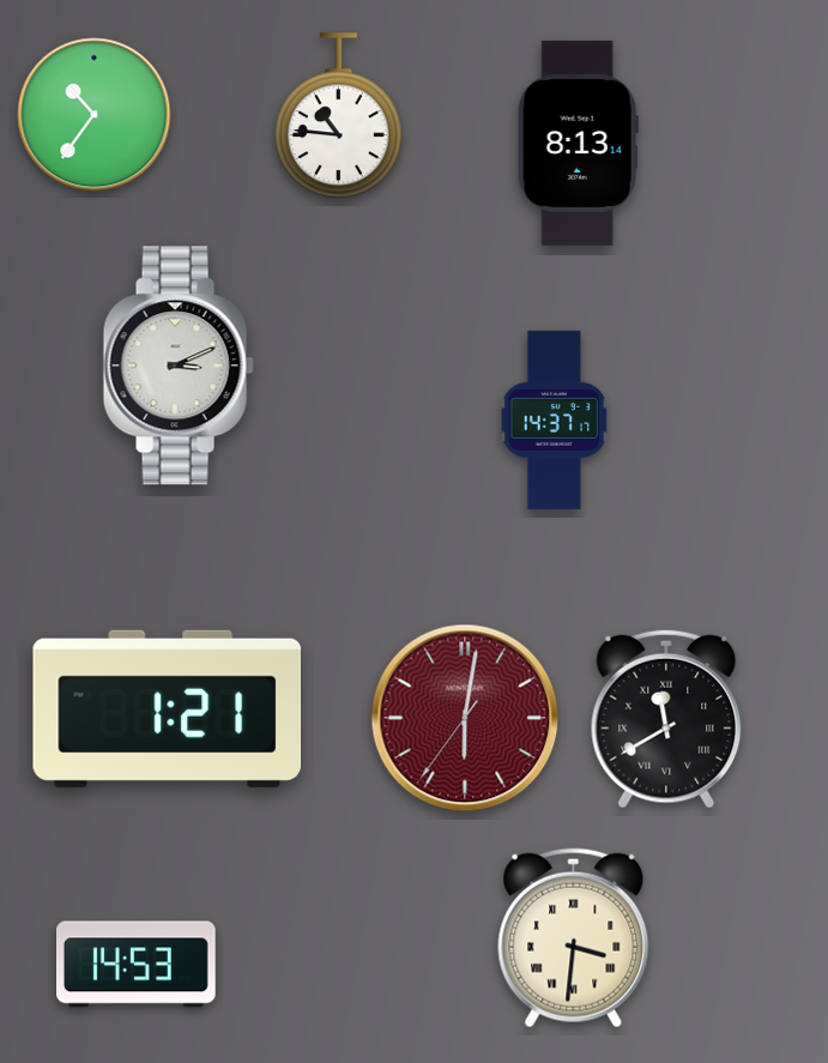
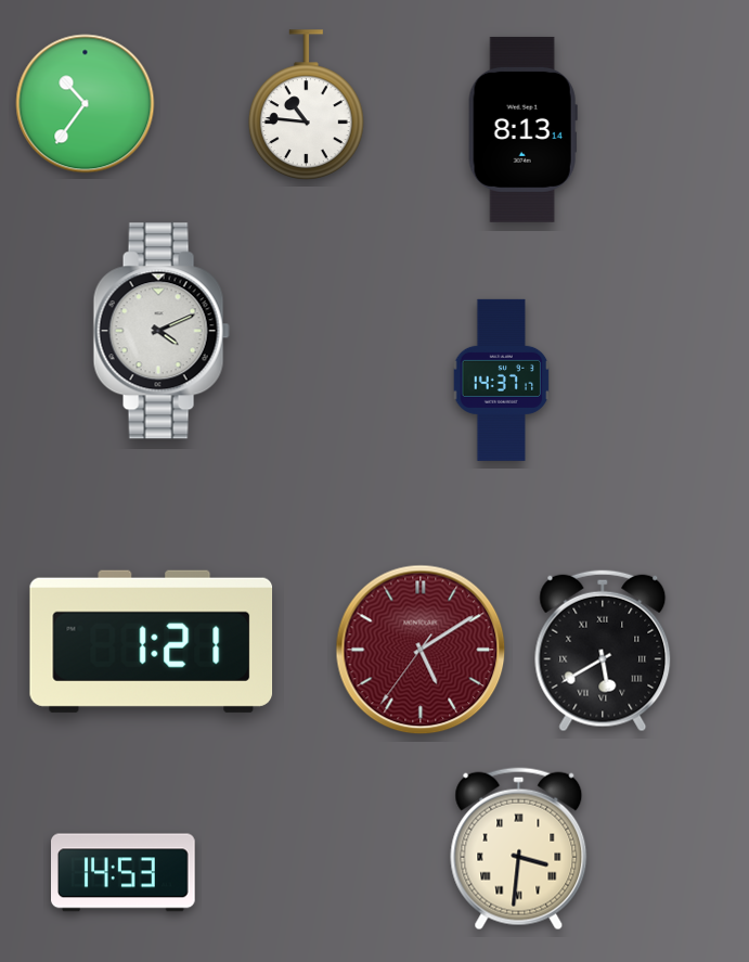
clock at (179, 366): 3:11 -> 4:11
clock at (465, 718): 6:01 -> 5:09
clock at (666, 719): 11:40 -> 5:40
